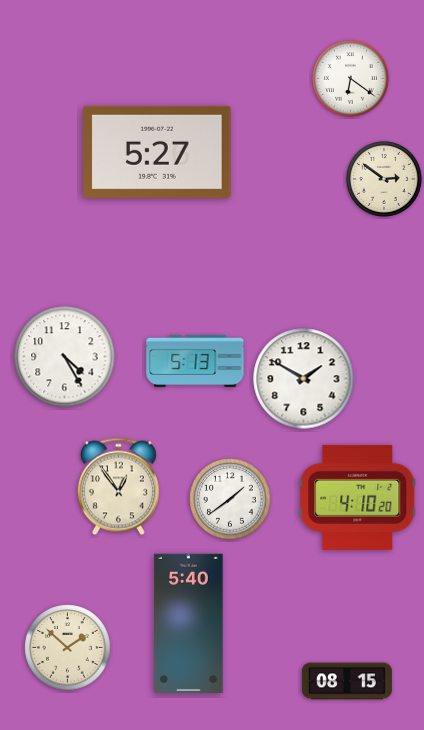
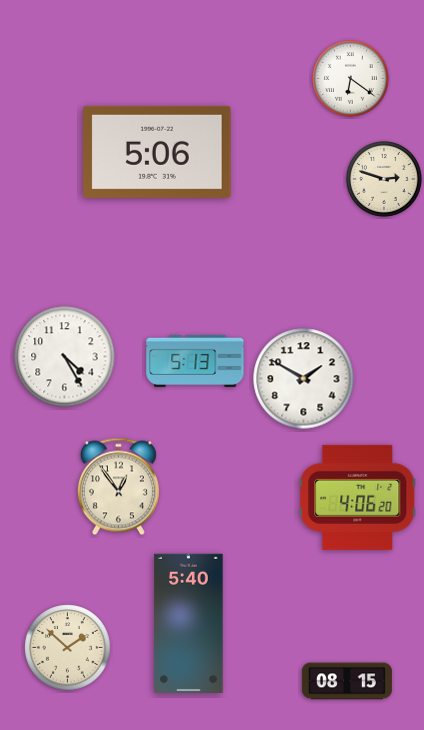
clock at (157, 152): 5:27 -> 5:06
clock at (385, 180): 2:51 -> 2:48
clock at (358, 497): 4:10 -> 4:06
clock at (230, 499): 1:39 -> none
